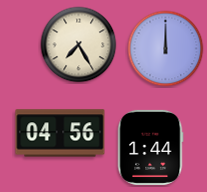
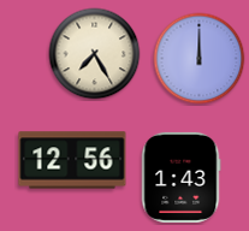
clock at (60, 133): 04:56 -> 12:56
clock at (150, 147): 1:44 -> 1:43
